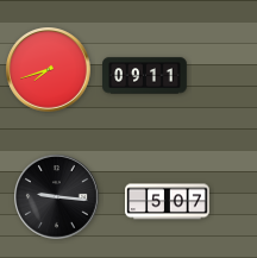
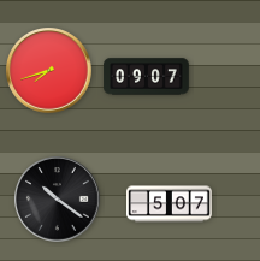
clock at (145, 76): 09:11 -> 09:07
clock at (57, 197): 9:16 -> 10:21
